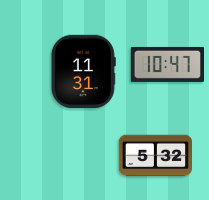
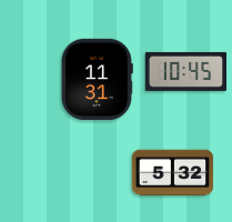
clock at (167, 64): 10:47 -> 10:45
clock at (84, 71) position: (84, 71) -> (98, 79)
